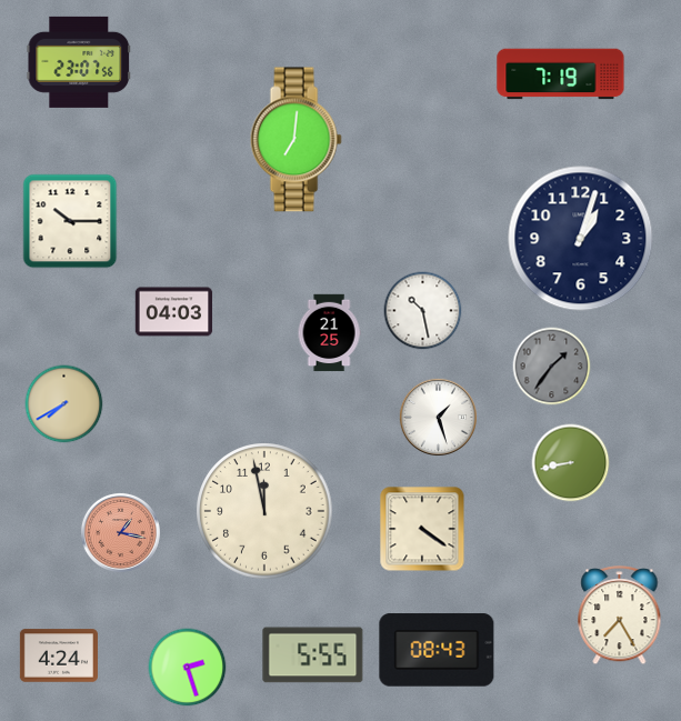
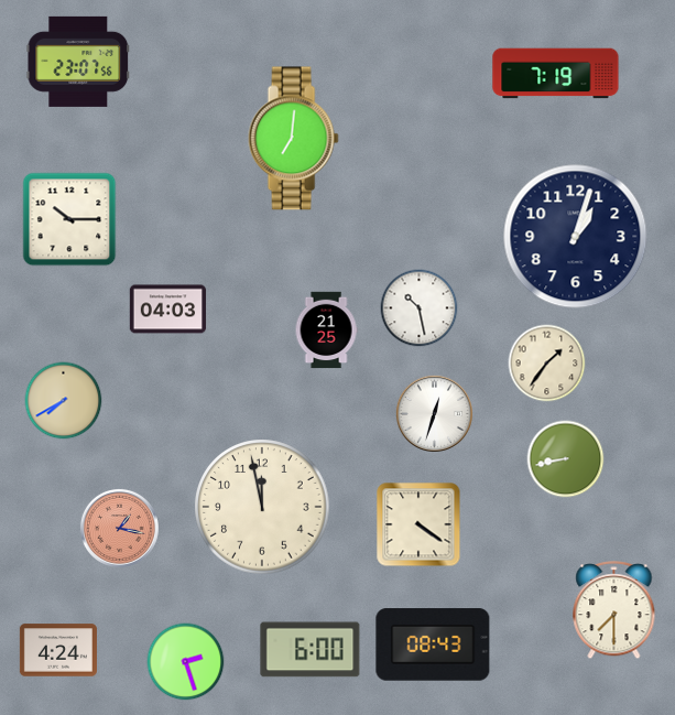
clock at (174, 312) position: (174, 312) -> (168, 310)
clock at (552, 367) dial: grey -> cream
clock at (438, 417): 1:27 -> 12:33
clock at (620, 615): 7:25 -> 7:30
clock at (313, 655): 5:55 -> 6:00
